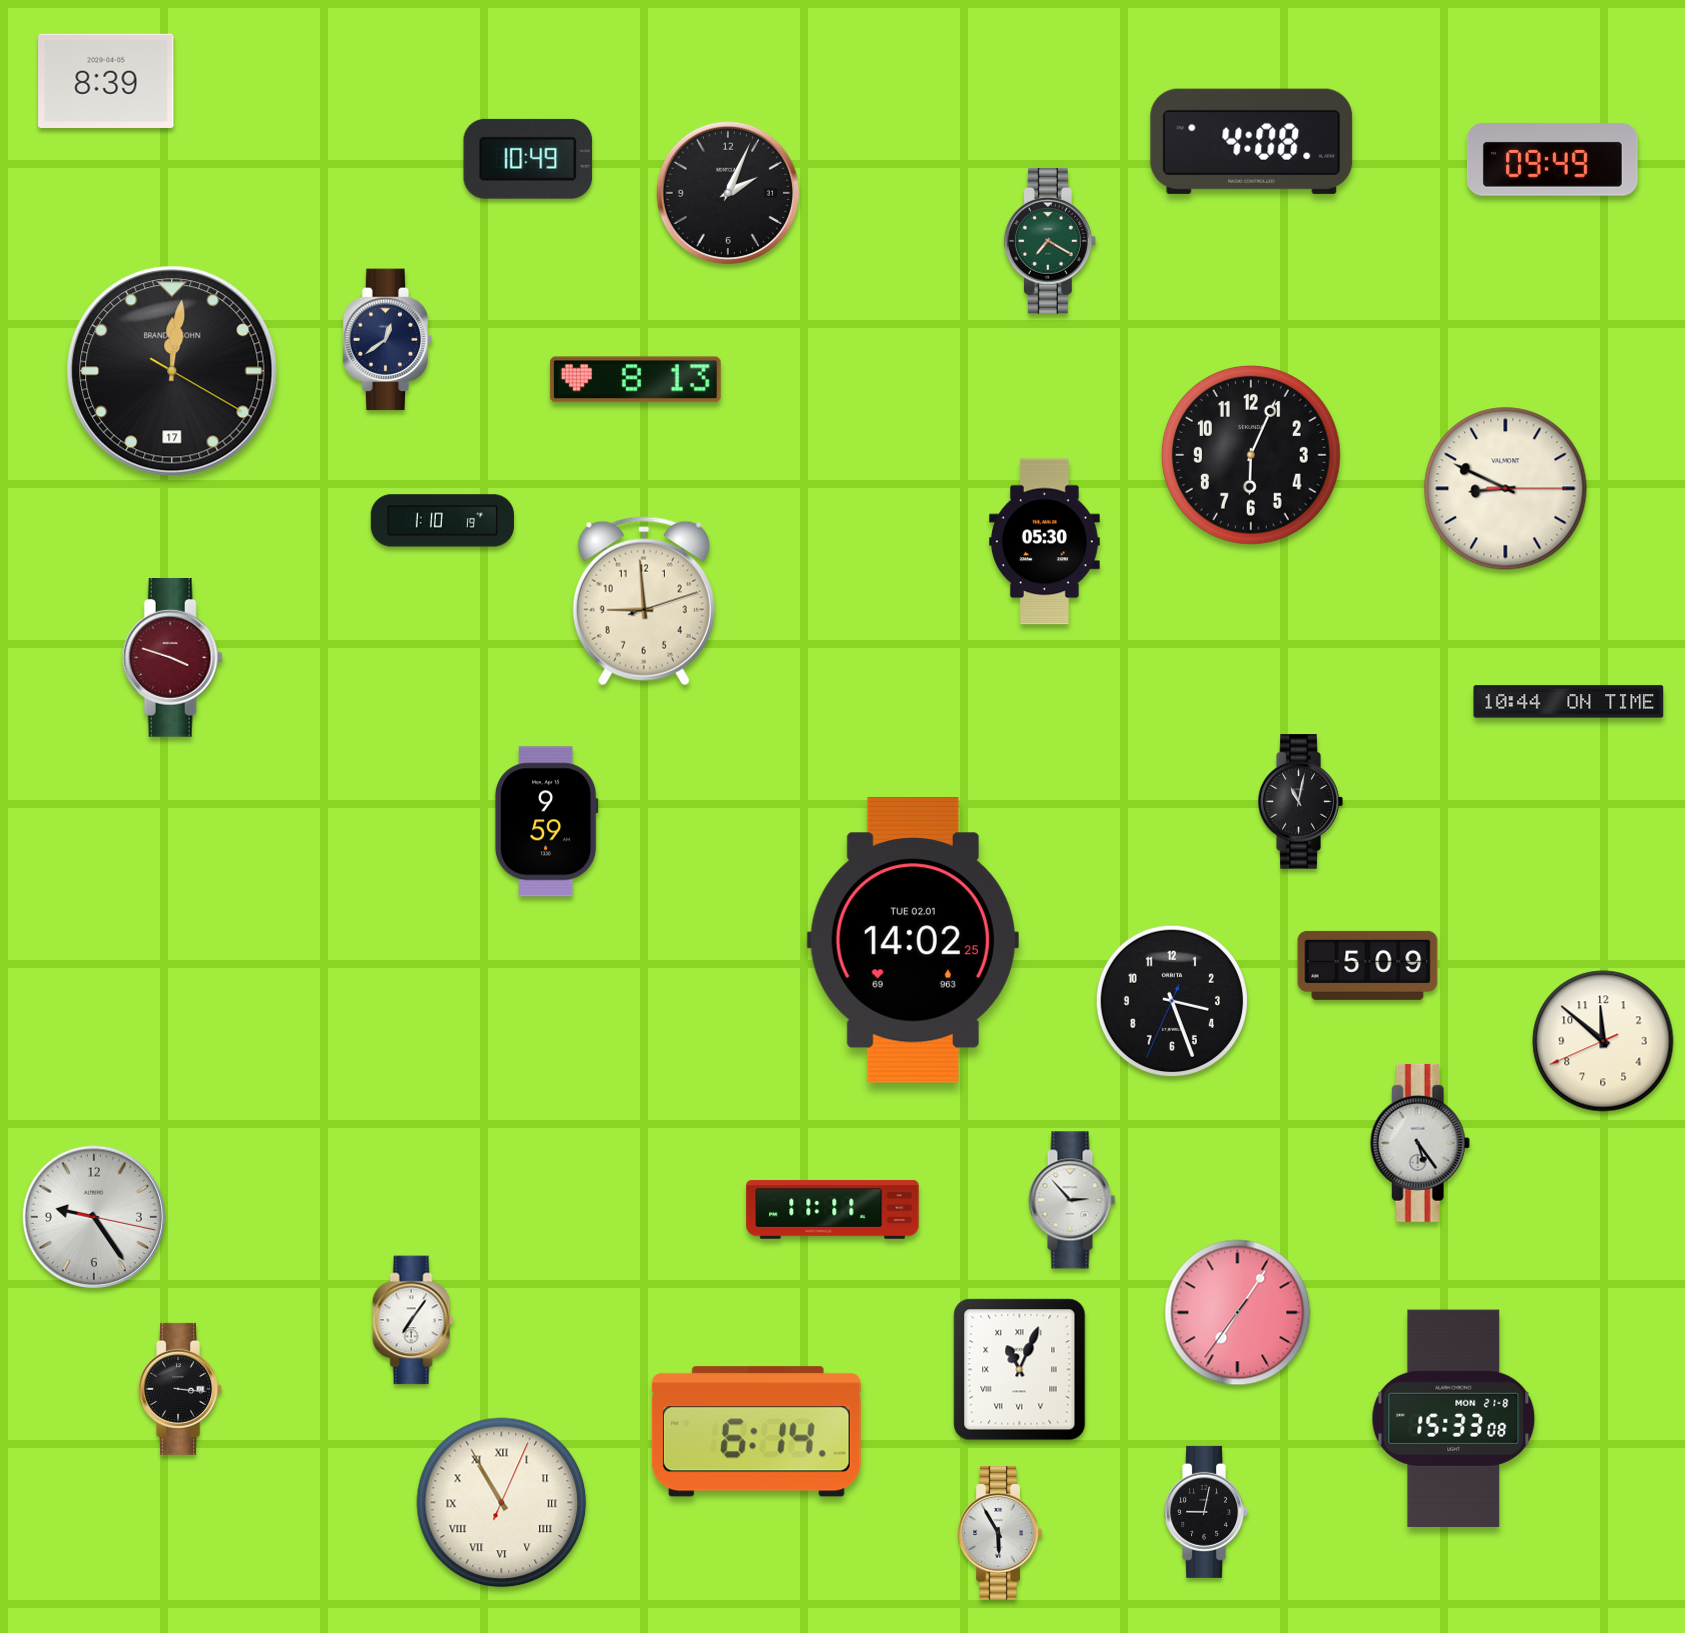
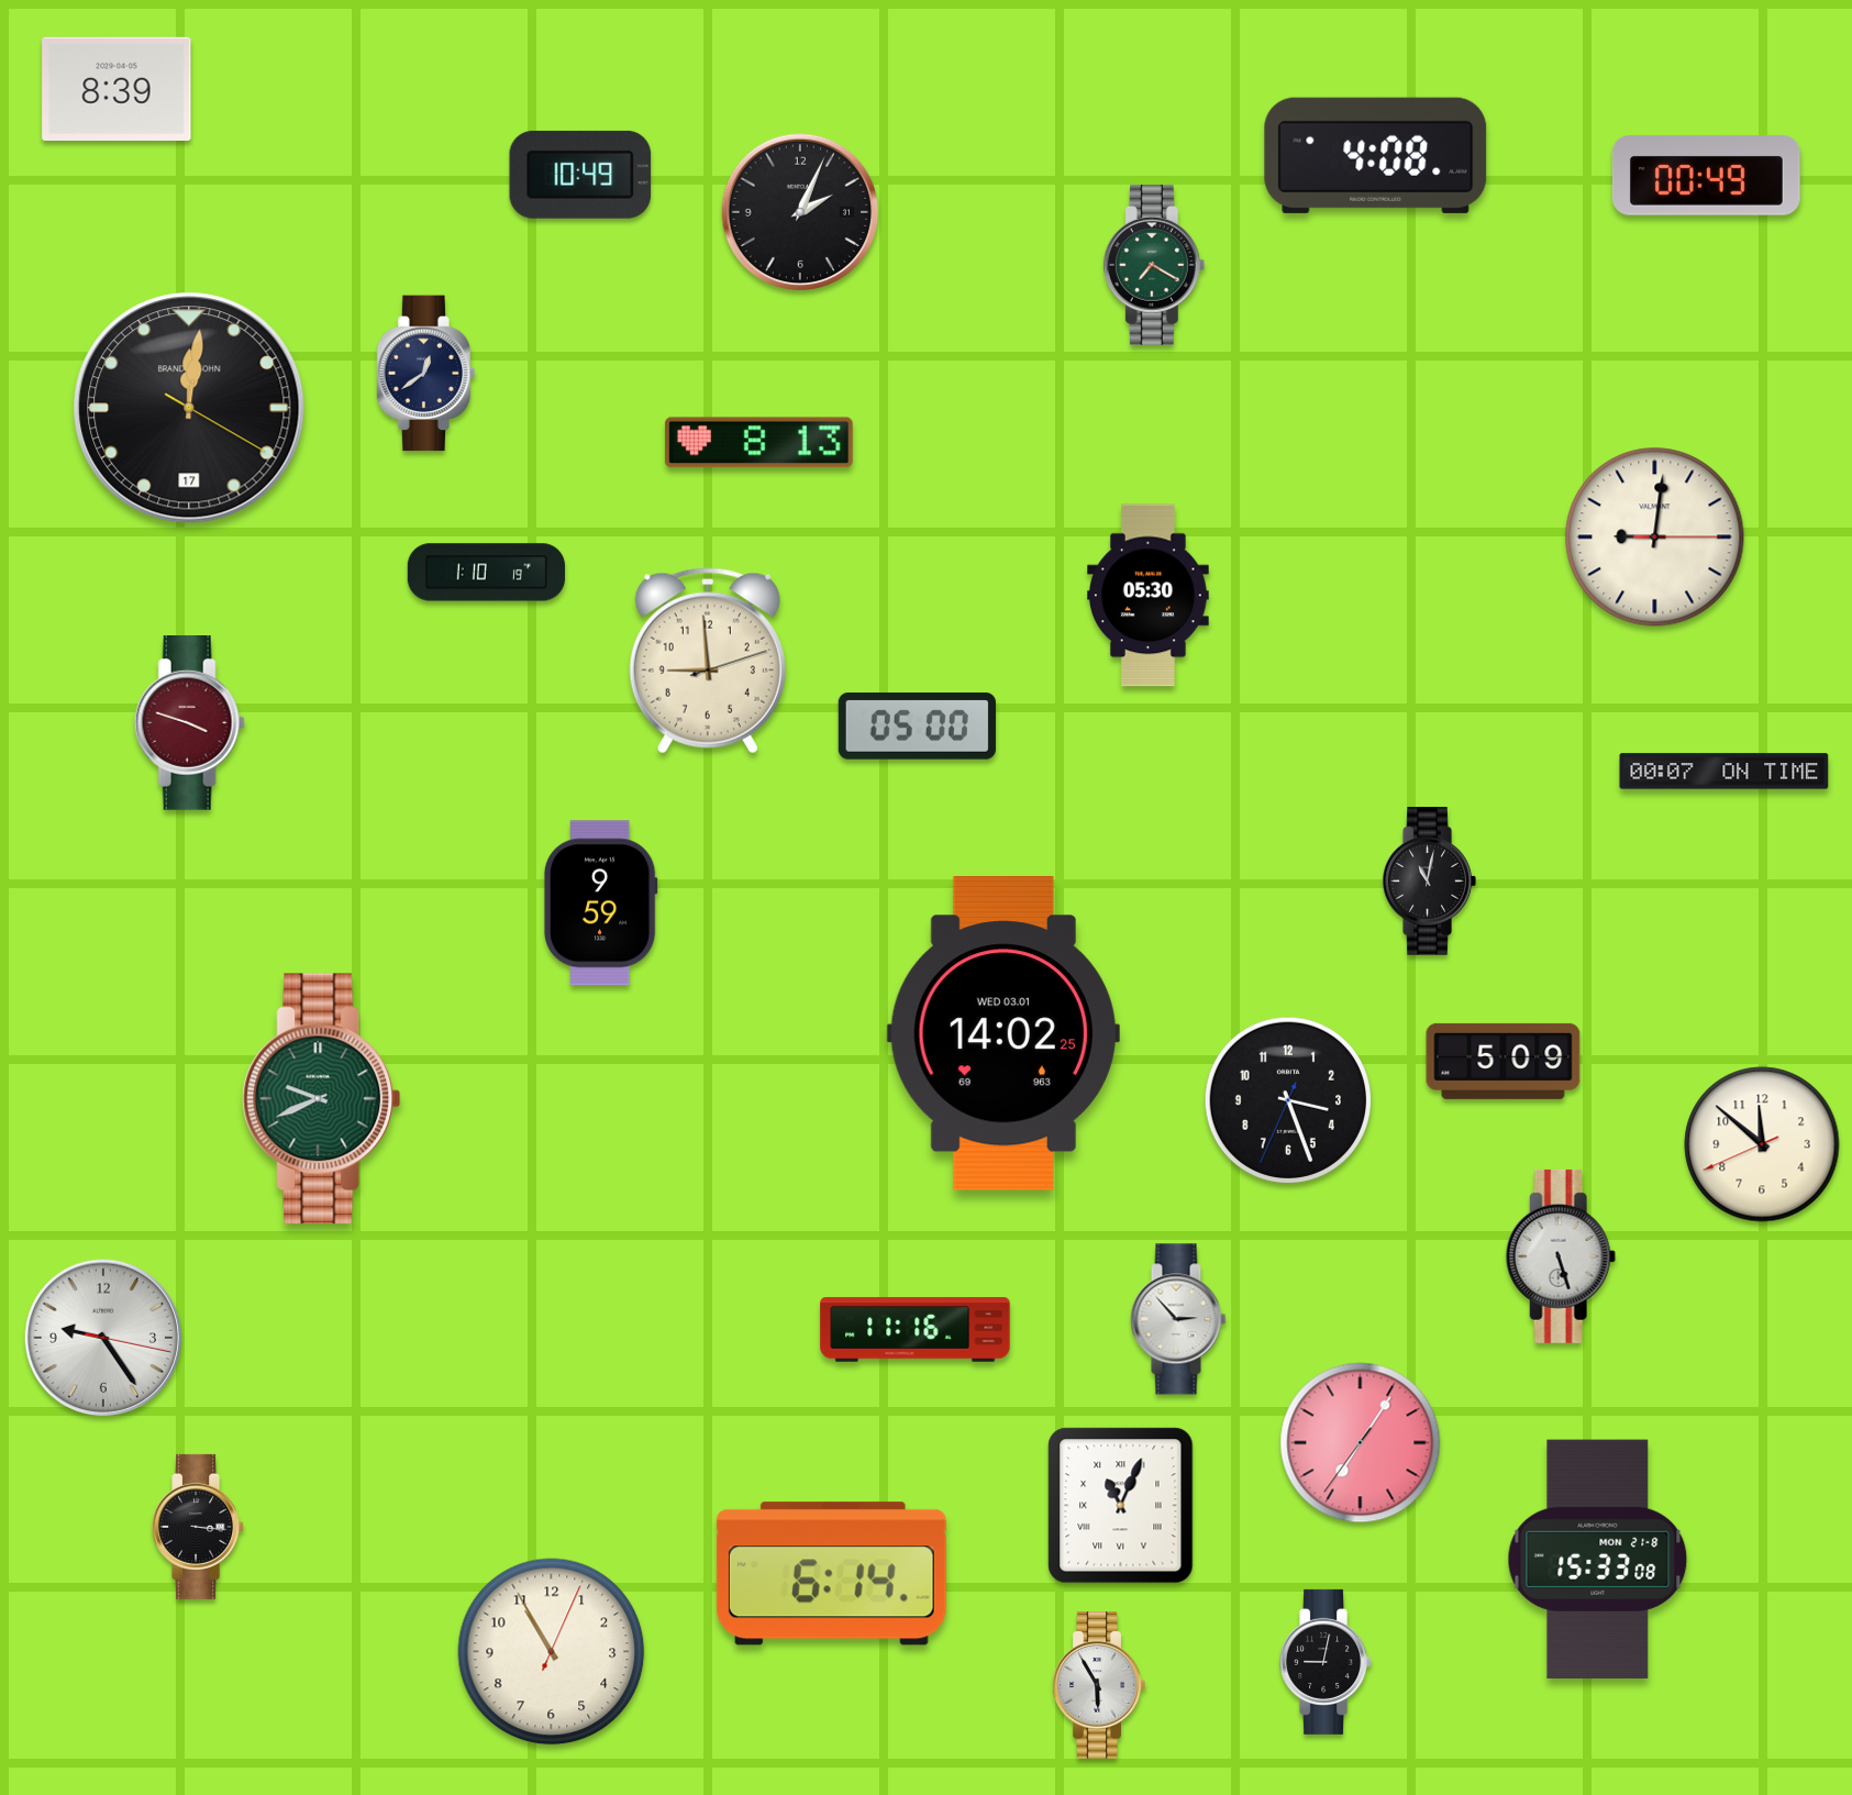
clock at (1552, 160): 09:49 -> 00:49
clock at (635, 380) position: (635, 380) -> (758, 443)
clock at (1251, 455): 6:04 -> none
clock at (1506, 489): 8:49 -> 9:01
clock at (917, 727): none -> 05:00
clock at (1569, 702): 10:44 -> 00:07
clock at (913, 941) date: TUE 02.01 -> WED 03.01
clock at (322, 1099): none -> 9:41
clock at (1420, 1143): 5:24 -> 5:27
clock at (833, 1210): 11:11 -> 11:16
clock at (413, 1320): 7:06 -> none
clock at (502, 1503) numerals: Roman -> Arabic
